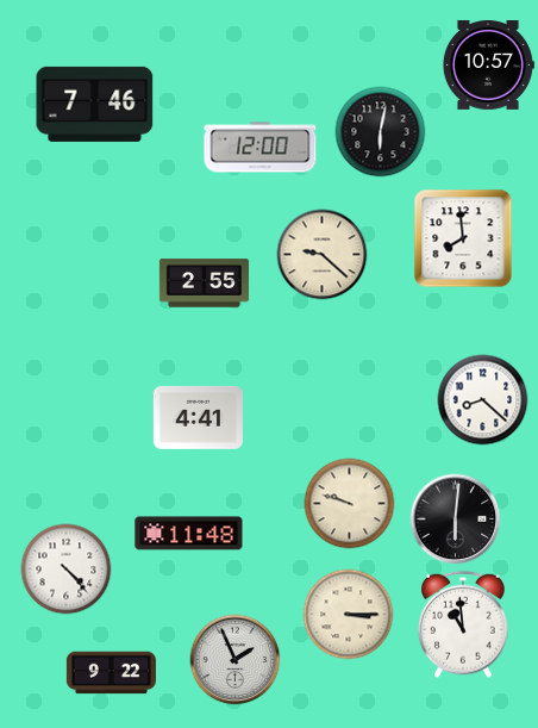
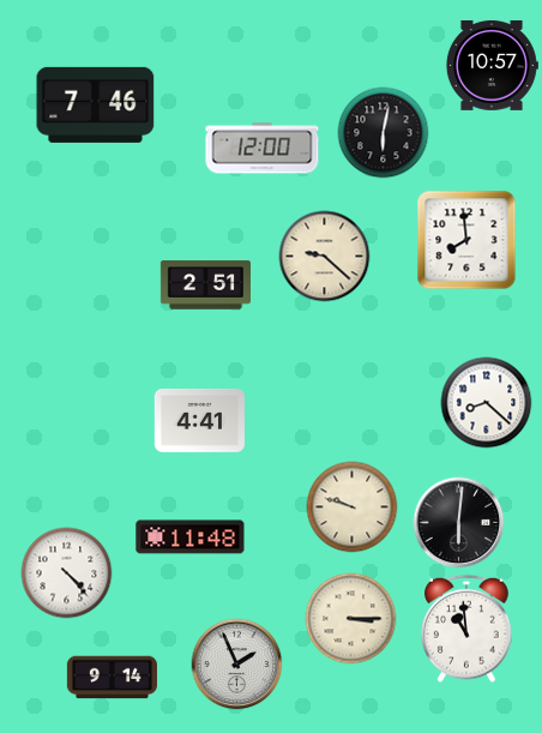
clock at (204, 284): 2:55 -> 2:51
clock at (111, 673): 9:22 -> 9:14
